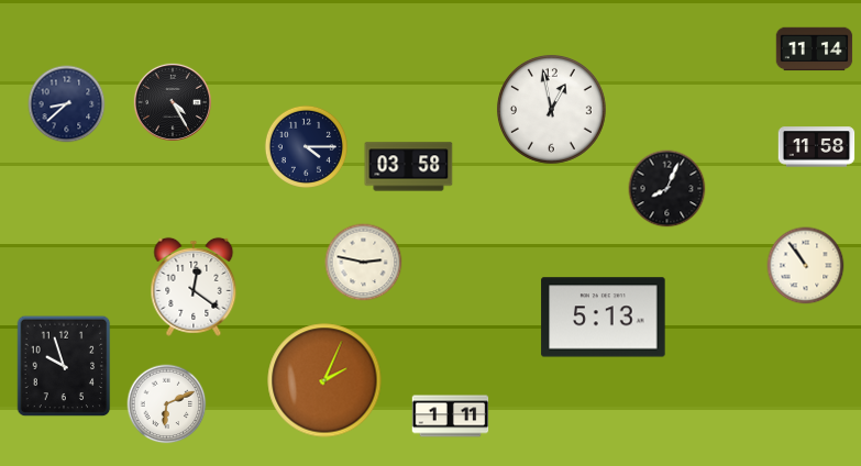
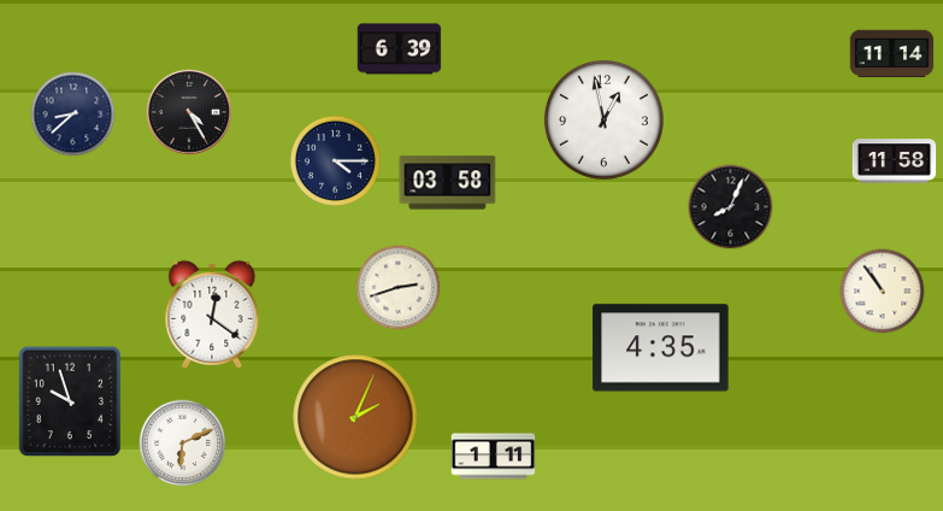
clock at (400, 49): none -> 6:39
clock at (364, 263): 2:47 -> 2:42
clock at (604, 318): 5:13 -> 4:35
